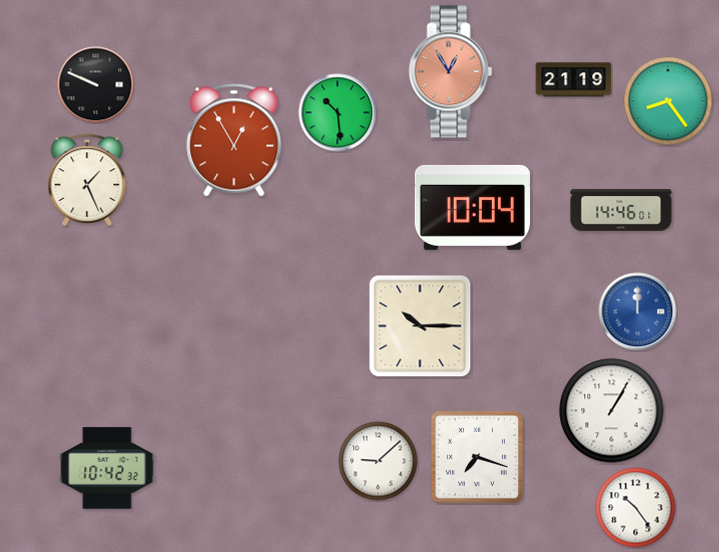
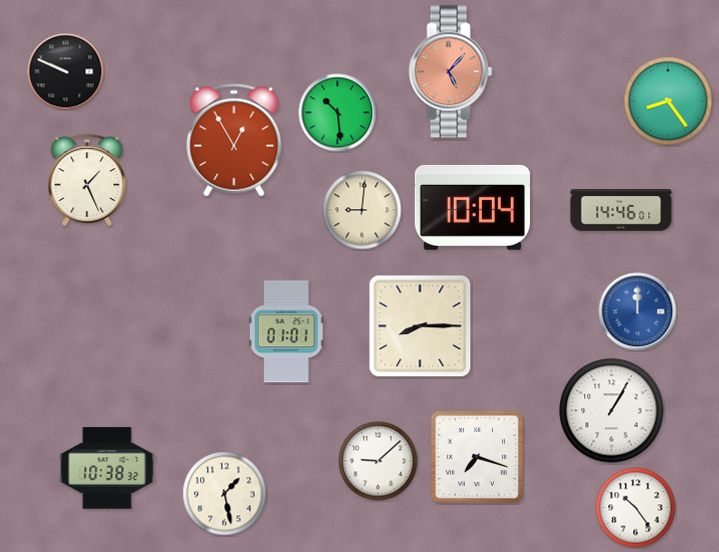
clock at (451, 72): 12:55 -> 5:07
clock at (574, 80): 21:19 -> none
clock at (96, 85) position: (96, 85) -> (66, 72)
clock at (362, 210): none -> 9:01
clock at (420, 326): 10:15 -> 8:15
clock at (286, 332): none -> 01:01
clock at (107, 468): 10:42 -> 10:38
clock at (225, 494): none -> 1:28
